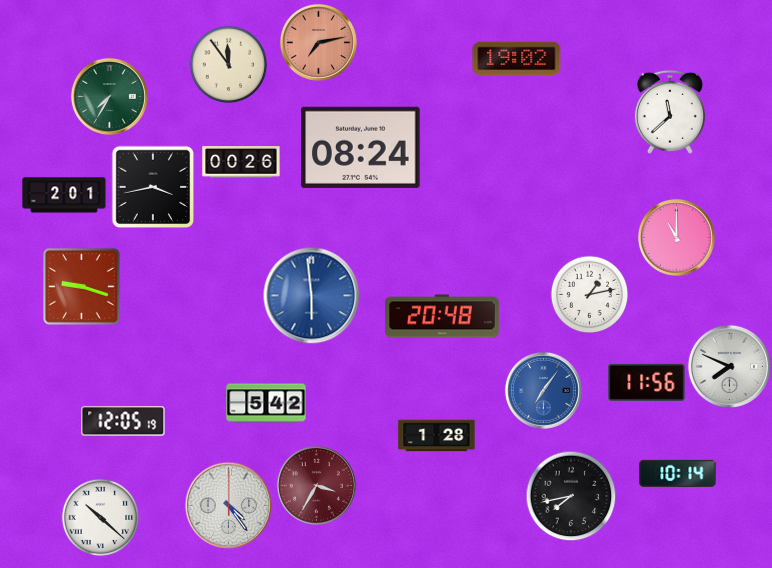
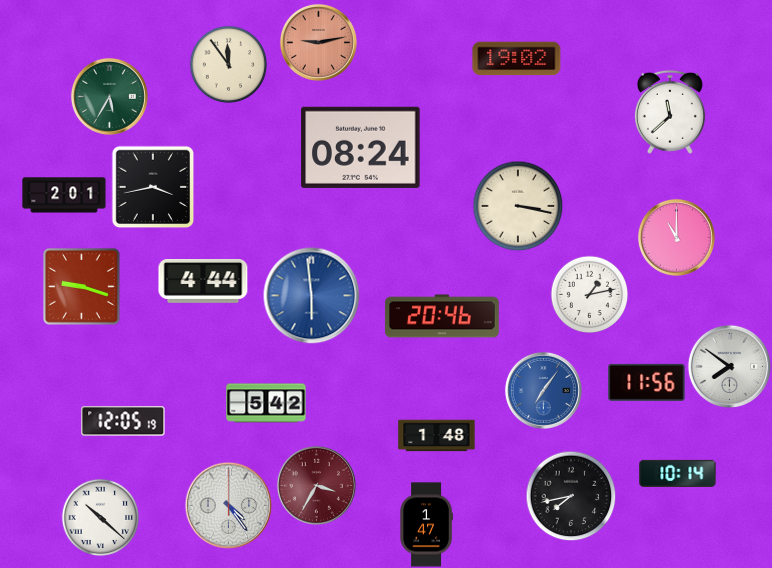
clock at (318, 42): 7:13 -> 9:13
clock at (109, 96): 7:35 -> 5:35
clock at (241, 162): 00:26 -> none
clock at (518, 206): none -> 3:17
clock at (203, 282): none -> 4:44
clock at (442, 316): 20:48 -> 20:46
clock at (729, 366): 7:49 -> 7:51
clock at (437, 436): 1:28 -> 1:48
clock at (426, 525): none -> 1:47
